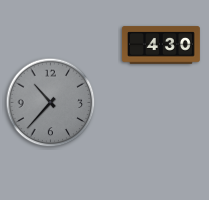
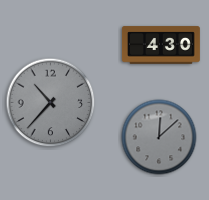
clock at (159, 137): none -> 12:08
